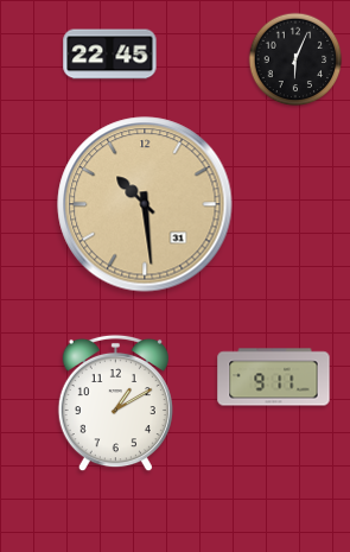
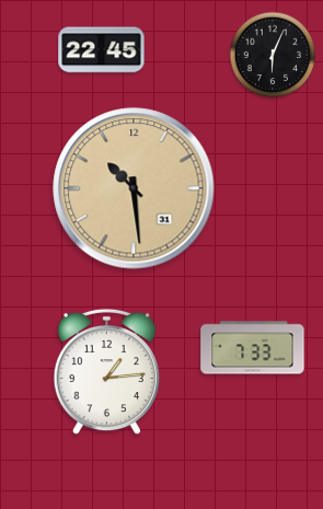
clock at (274, 377): 9:11 -> 7:33
clock at (115, 404): 1:10 -> 1:14
